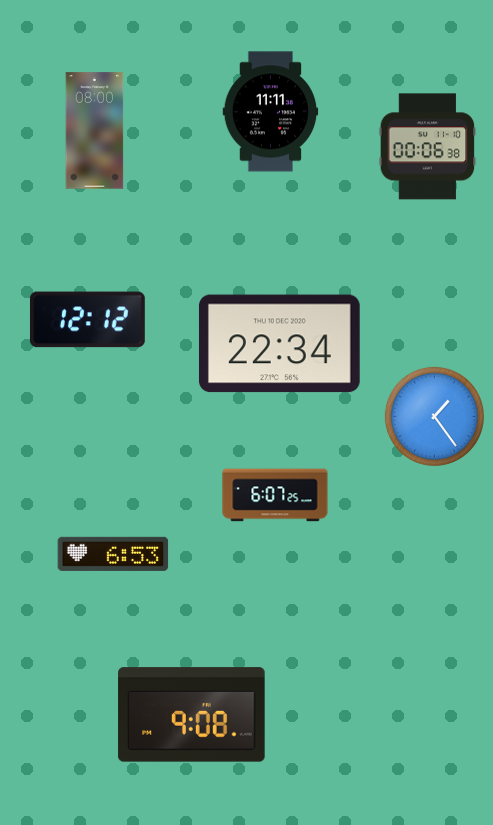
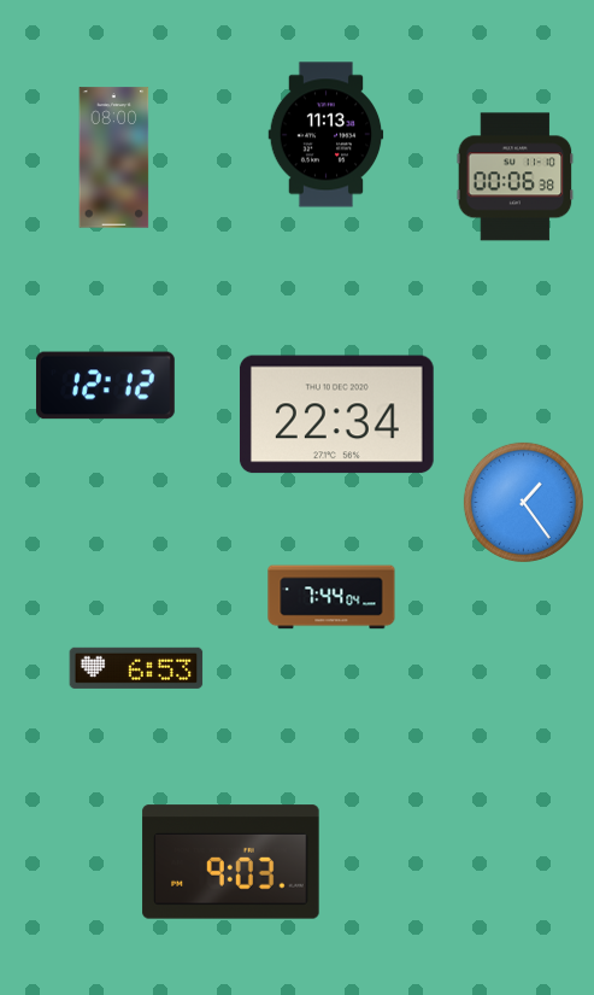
clock at (271, 112): 11:11 -> 11:13
clock at (275, 495): 6:07 -> 7:44
clock at (192, 715): 9:08 -> 9:03
